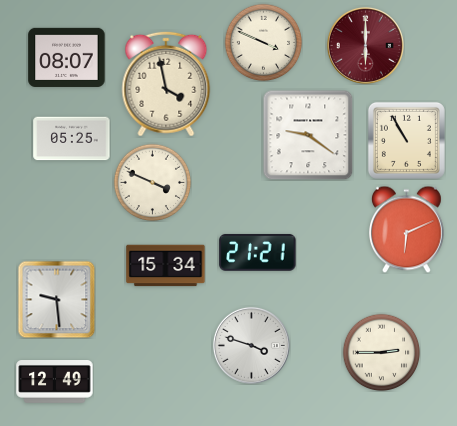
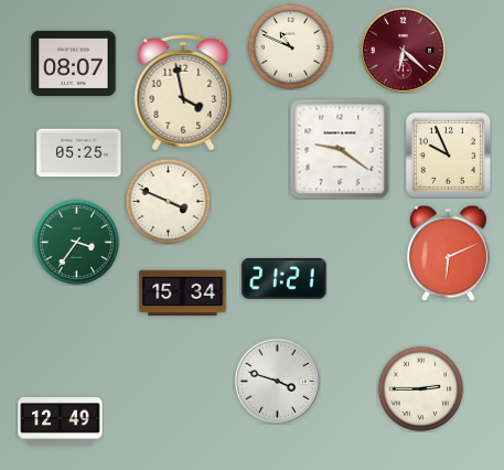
clock at (263, 42): 3:49 -> 10:49
clock at (365, 45): 6:00 -> 6:22
clock at (406, 140): 10:55 -> 9:56
clock at (76, 242): none -> 3:36
clock at (56, 299): 9:29 -> none
